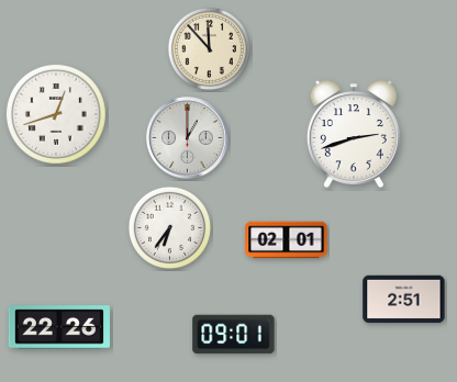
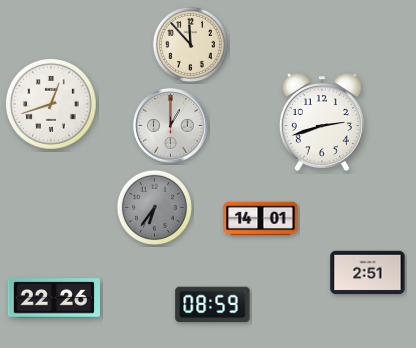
clock at (169, 227) dial: white -> grey
clock at (287, 240): 02:01 -> 14:01
clock at (234, 335): 09:01 -> 08:59
